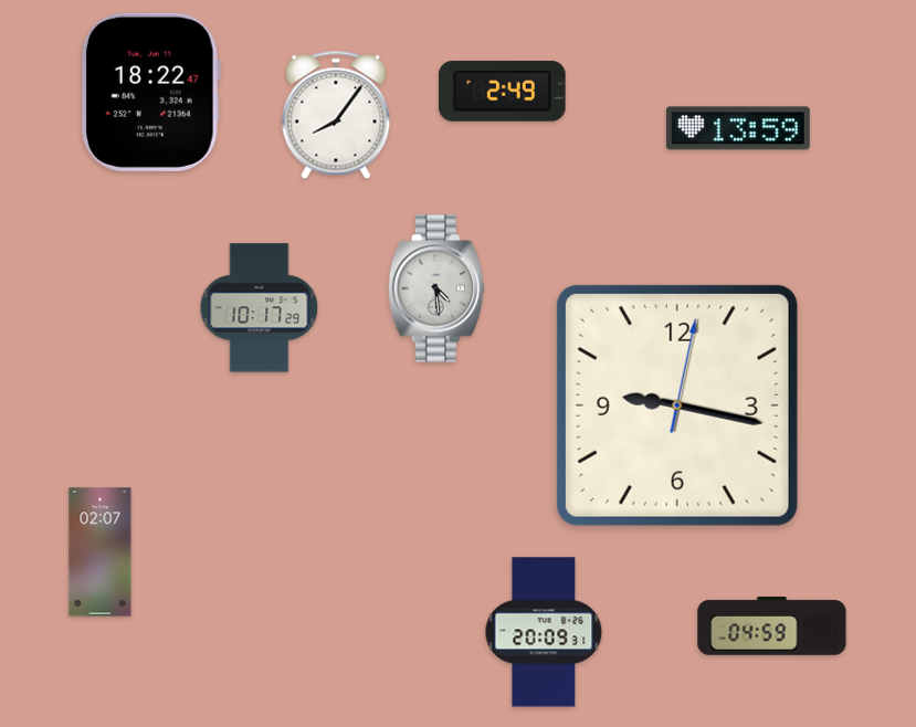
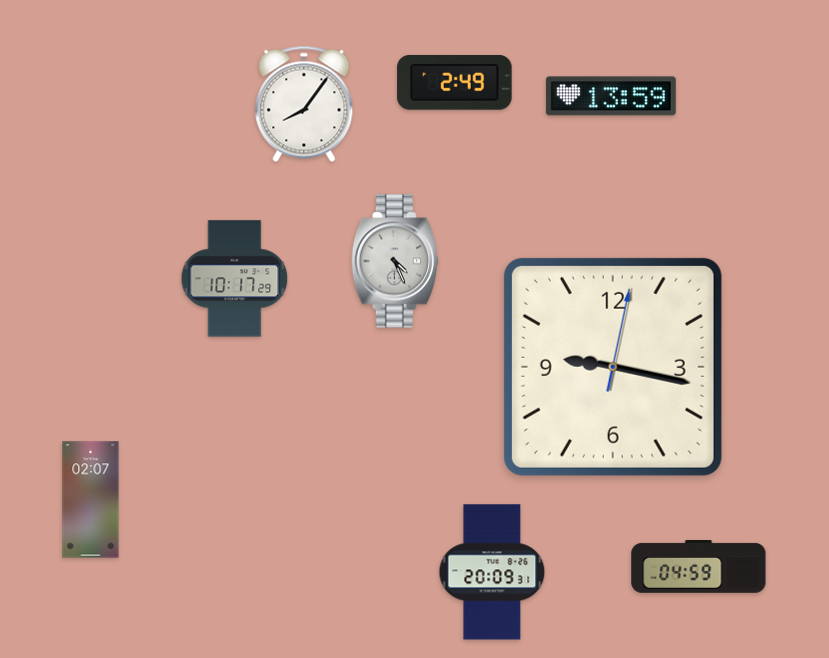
clock at (150, 92): 18:22 -> none
clock at (738, 128) position: (738, 128) -> (611, 96)
clock at (435, 288): 4:29 -> 4:26
